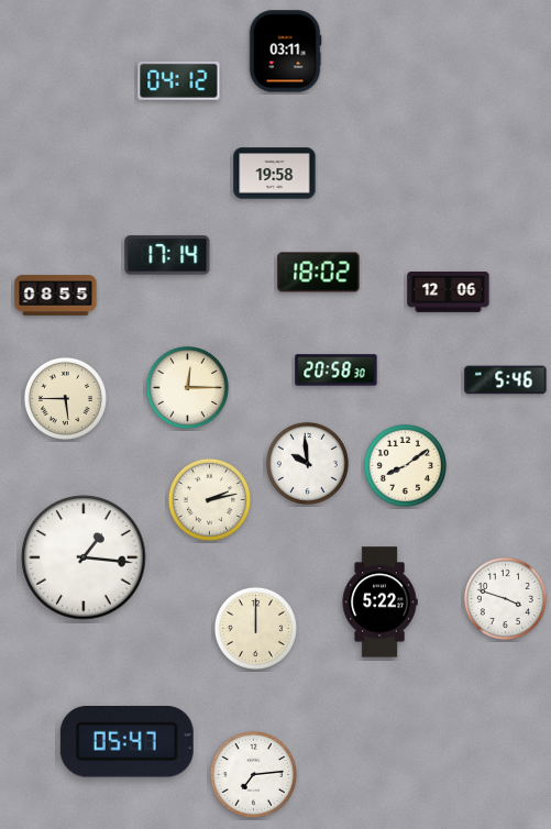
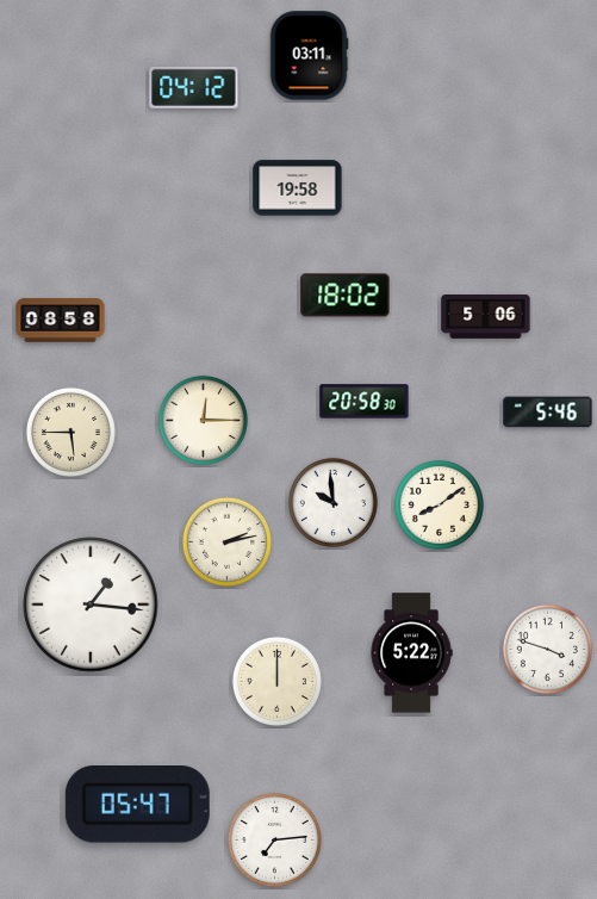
clock at (167, 255): 17:14 -> none
clock at (449, 292): 12:06 -> 5:06
clock at (56, 296): 08:55 -> 08:58
